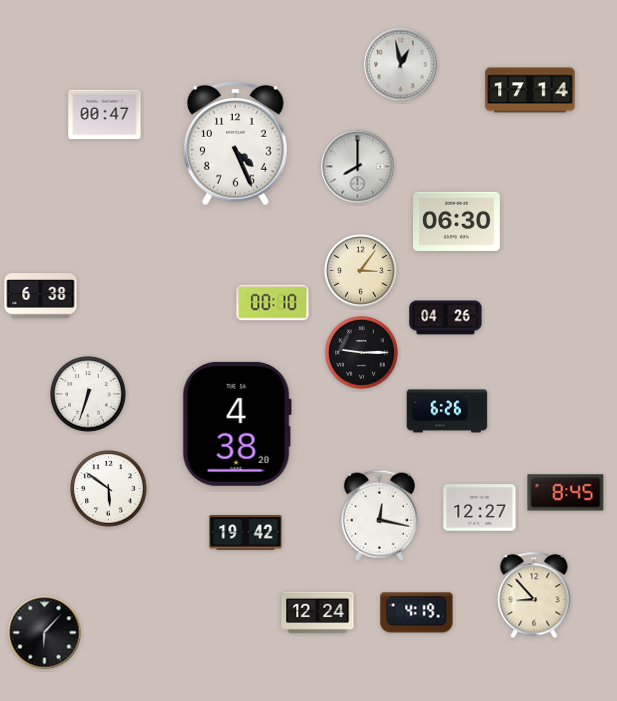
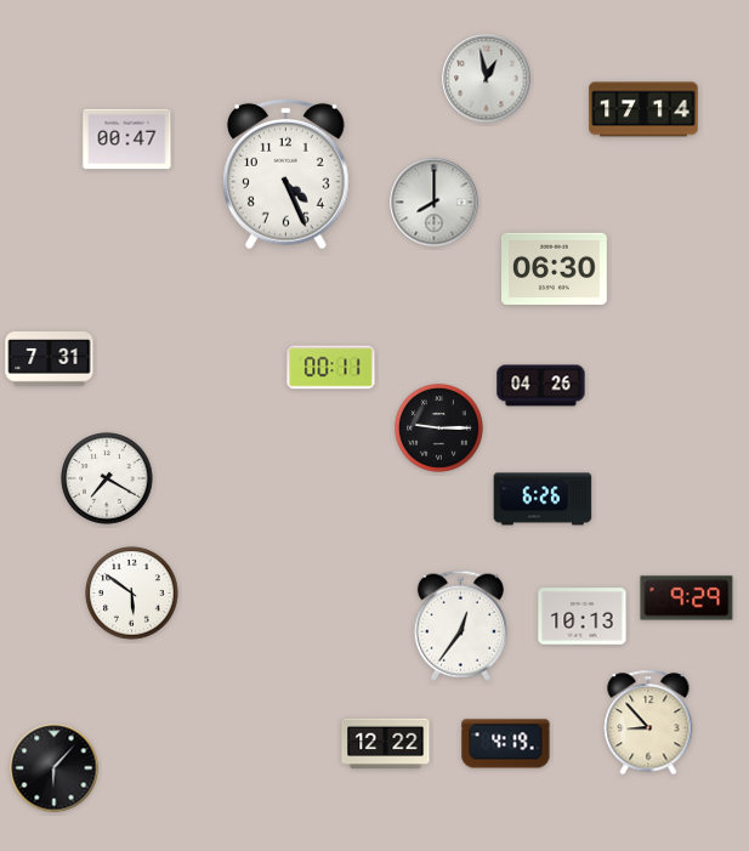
clock at (361, 271): 3:06 -> none
clock at (41, 296): 6:38 -> 7:31
clock at (273, 303): 00:10 -> 00:11
clock at (88, 394): 6:33 -> 7:20
clock at (237, 424): 4:38 -> none
clock at (566, 493): 8:45 -> 9:29
clock at (480, 508): 12:27 -> 10:13
clock at (379, 515): 12:17 -> 12:36
clock at (246, 533): 19:42 -> none
clock at (318, 613): 12:24 -> 12:22
